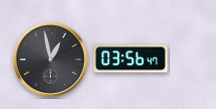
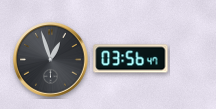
clock at (51, 60): 12:58 -> 12:57
